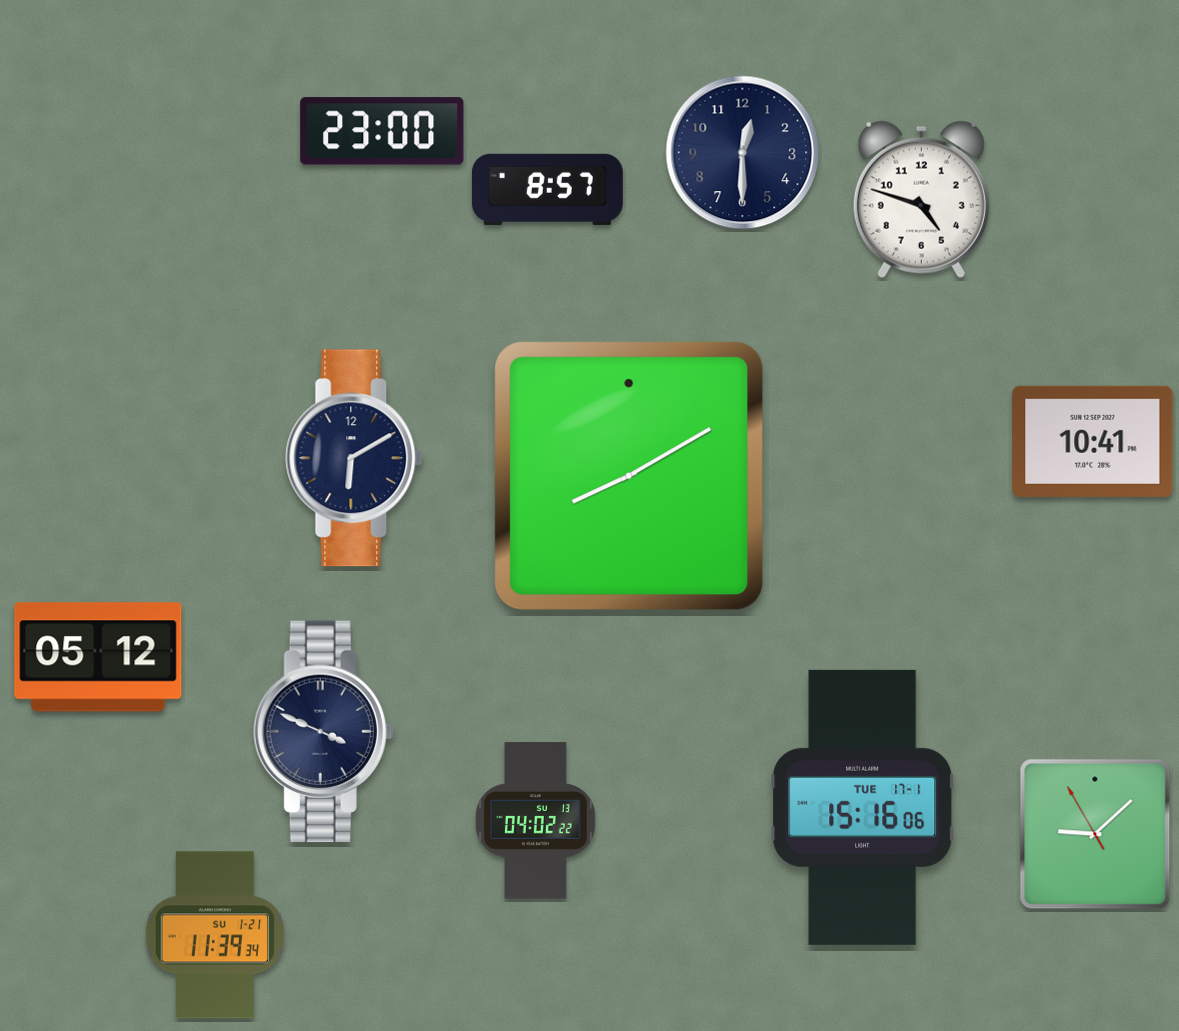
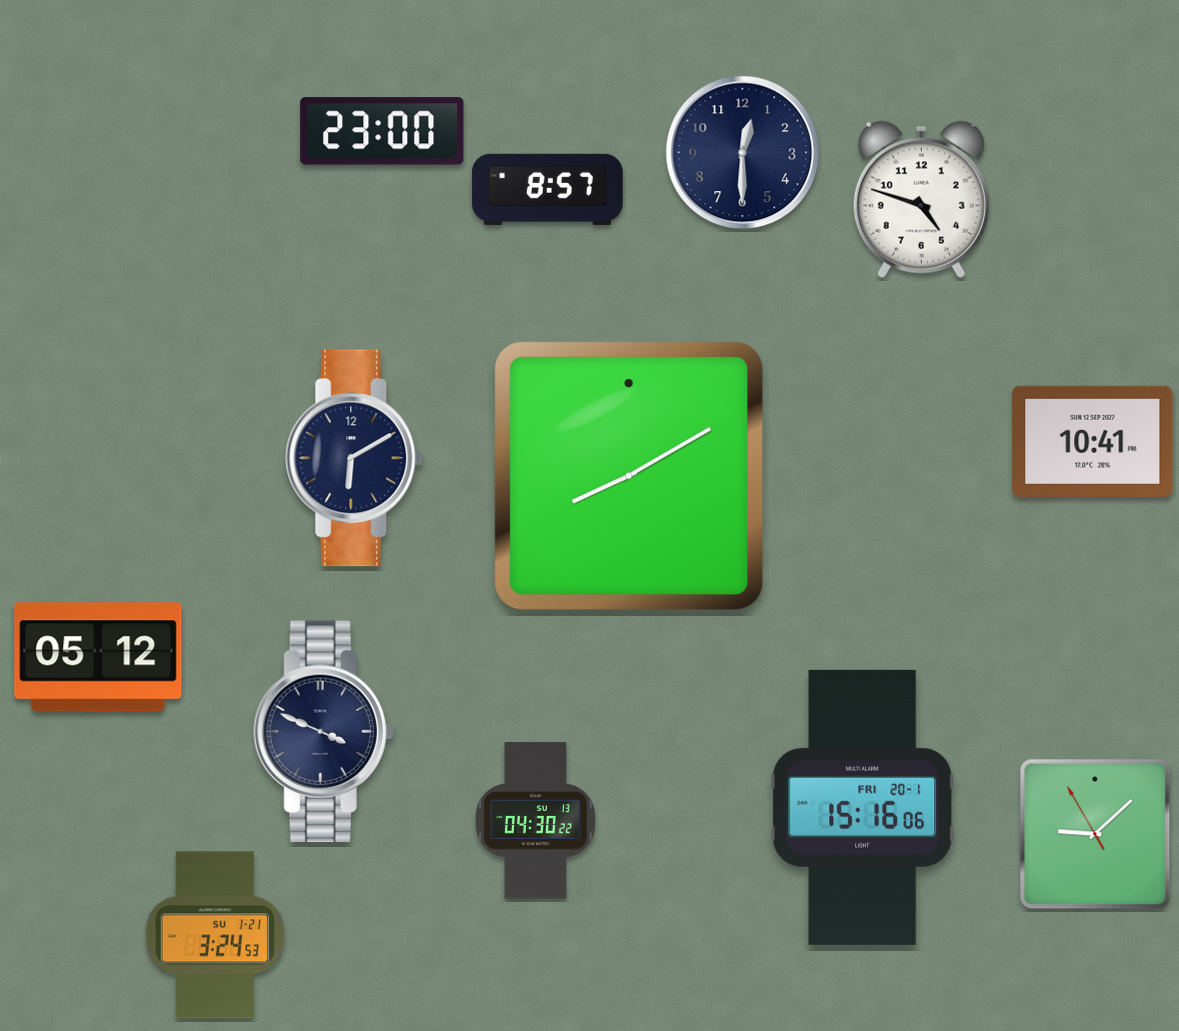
clock at (863, 807) date: TUE 17-1 -> FRI 20-1
clock at (535, 821): 04:02 -> 04:30
clock at (215, 935): 11:39 -> 3:24
